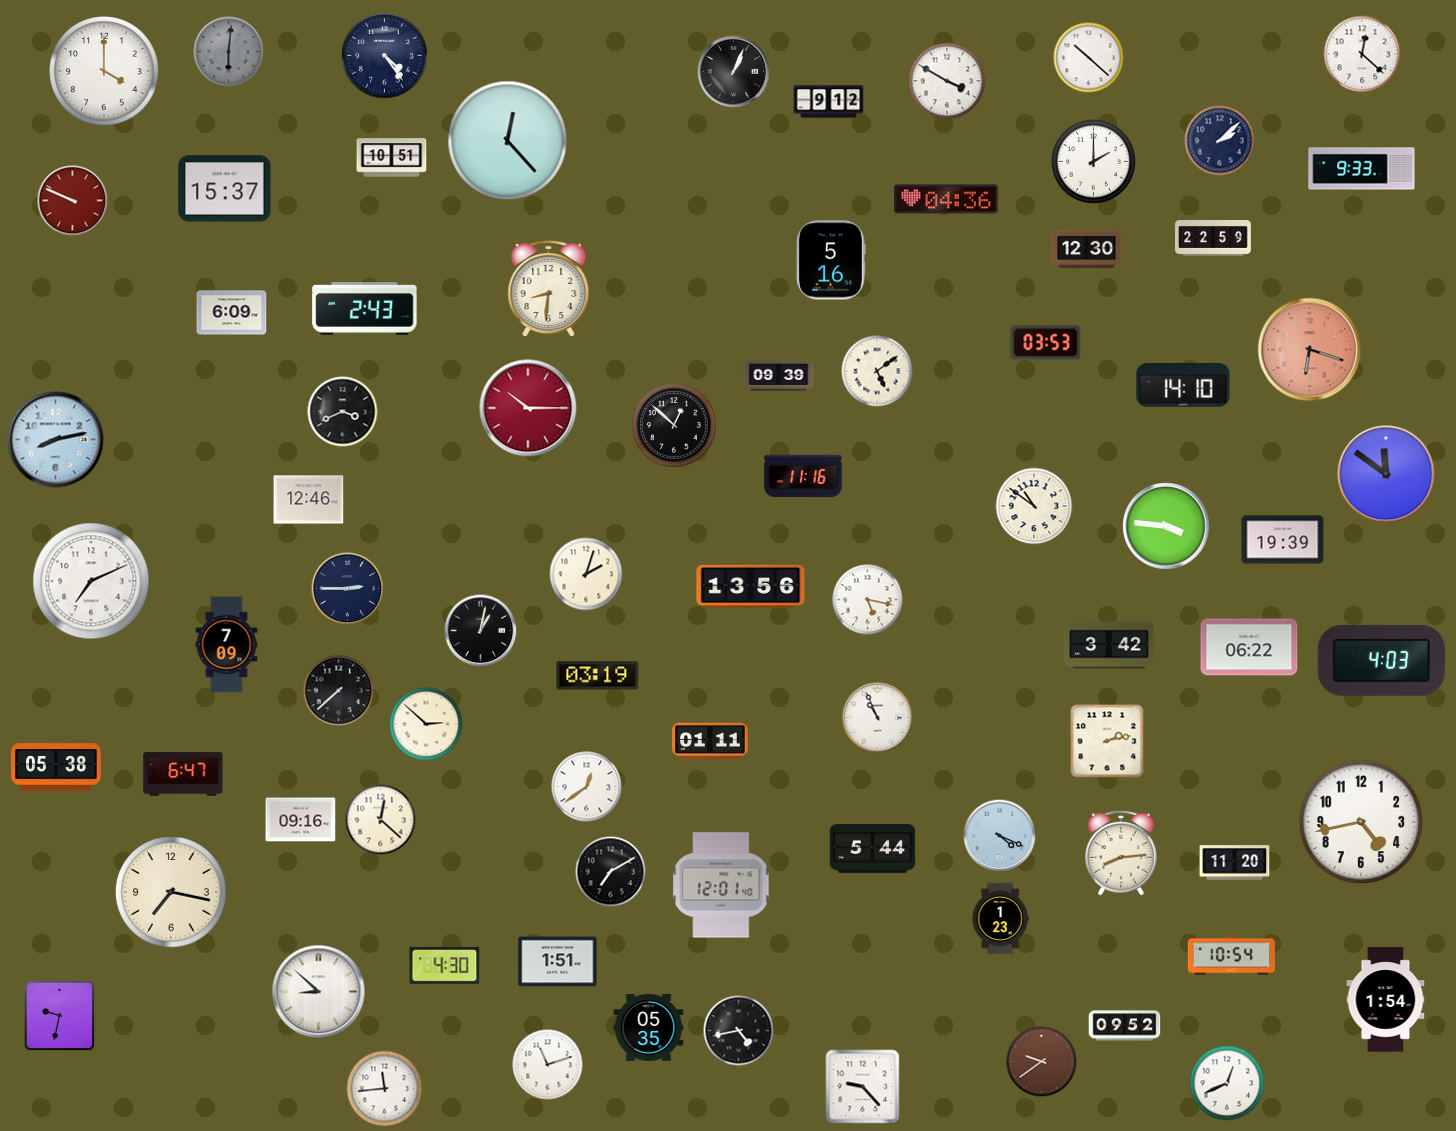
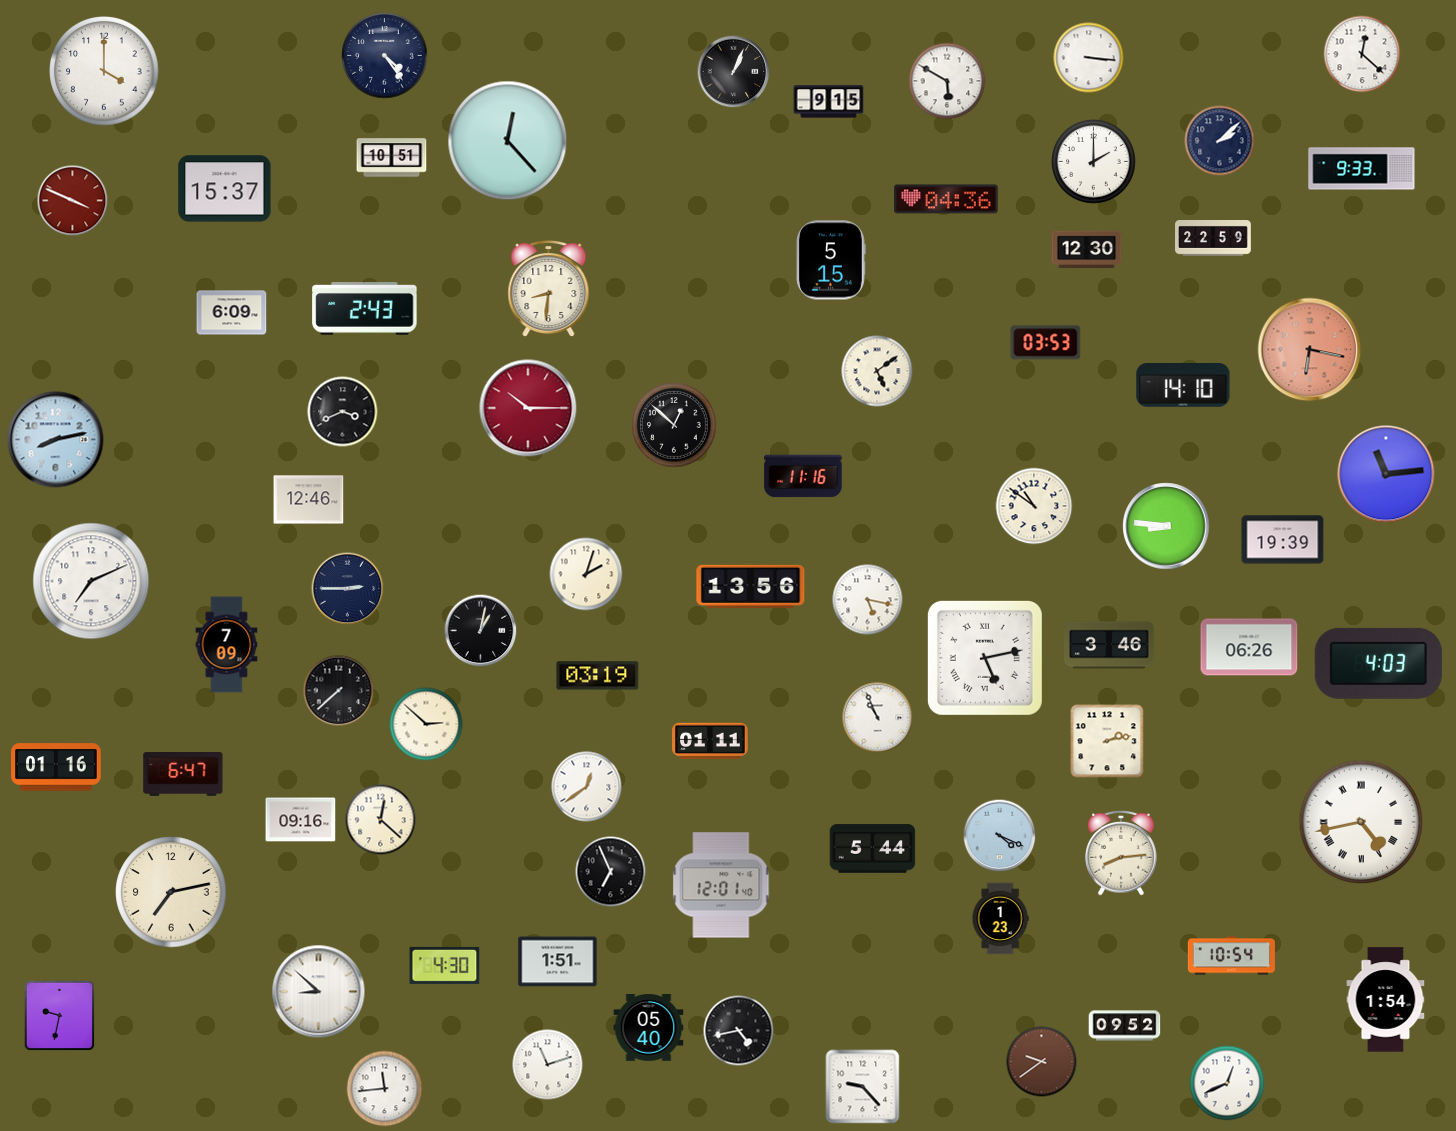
clock at (229, 52): 6:01 -> none
clock at (1089, 58): 10:22 -> 3:16
clock at (947, 81): 3:50 -> 5:50
clock at (829, 102): 9:12 -> 9:15
clock at (73, 201): 9:49 -> 3:49
clock at (831, 260): 5:16 -> 5:15
clock at (1310, 350): 6:18 -> 6:17
clock at (779, 375): 09:39 -> none
clock at (1386, 474): 11:51 -> 11:14
clock at (1166, 526): 3:46 -> 8:46
clock at (1109, 645): 3:42 -> 3:46
clock at (1249, 647): 06:22 -> 06:26
clock at (985, 658): none -> 5:13
clock at (1381, 660) position: (1381, 660) -> (1378, 663)
clock at (56, 767): 05:38 -> 01:16
clock at (1361, 822) numerals: Arabic -> Roman
clock at (1235, 863): 11:20 -> none
clock at (611, 872): 7:10 -> 6:56
clock at (171, 892): 7:17 -> 7:13
clock at (649, 1028): 05:35 -> 05:40
